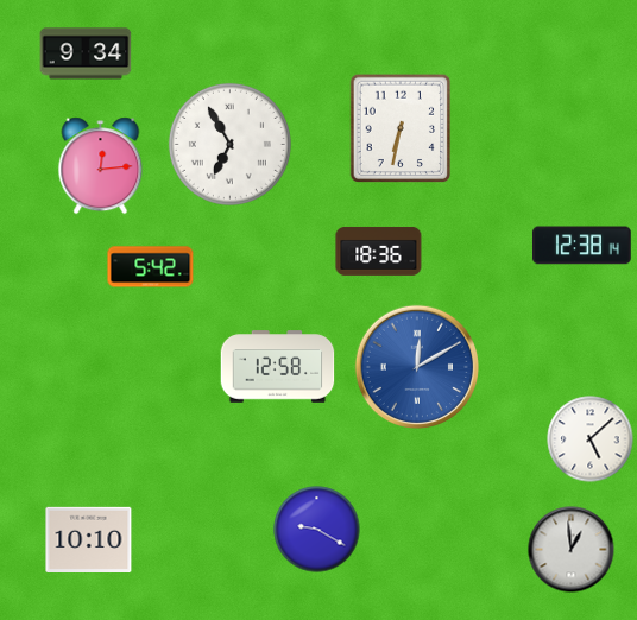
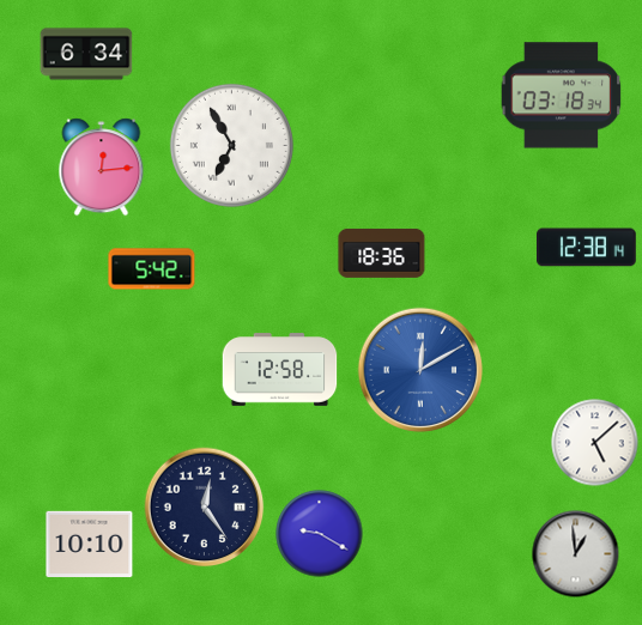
clock at (86, 53): 9:34 -> 6:34
clock at (562, 96): none -> 03:18
clock at (401, 128): 6:32 -> none
clock at (205, 508): none -> 12:24
